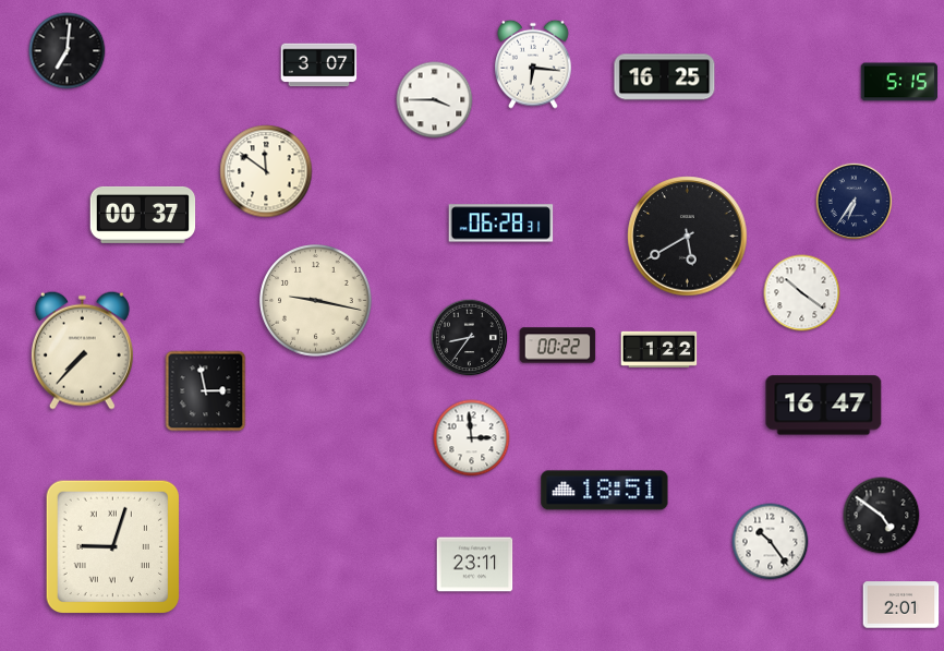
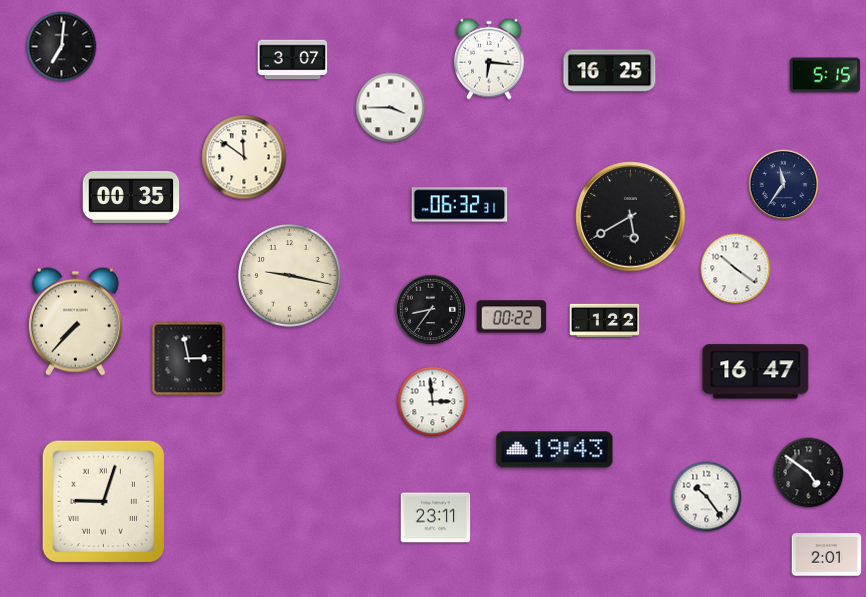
clock at (435, 100) position: (435, 100) -> (391, 108)
clock at (855, 202): 6:36 -> 11:36
clock at (143, 215): 00:37 -> 00:35
clock at (501, 224): 06:28 -> 06:32
clock at (605, 491): 18:51 -> 19:43
